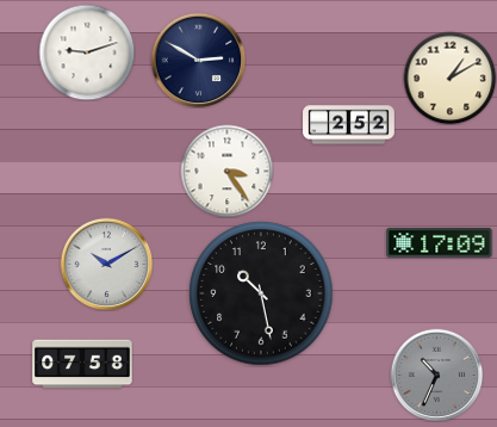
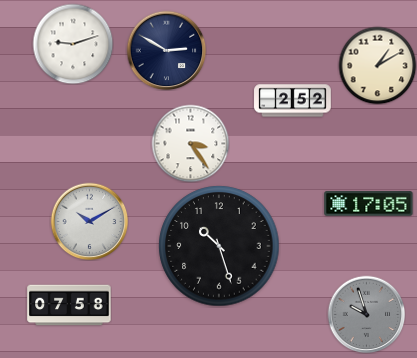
clock at (349, 125) position: (349, 125) -> (293, 101)
clock at (440, 243): 17:09 -> 17:05
clock at (261, 293): 10:28 -> 10:27
clock at (436, 375): 10:34 -> 9:57
